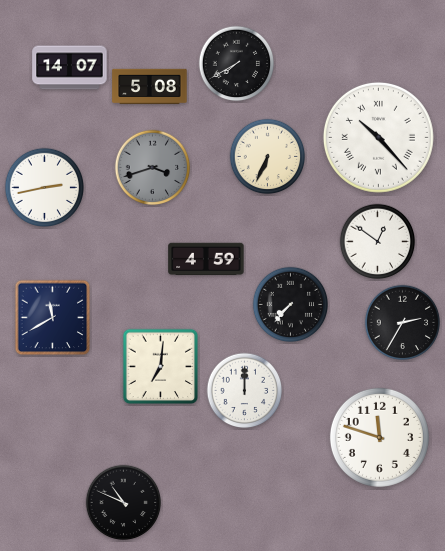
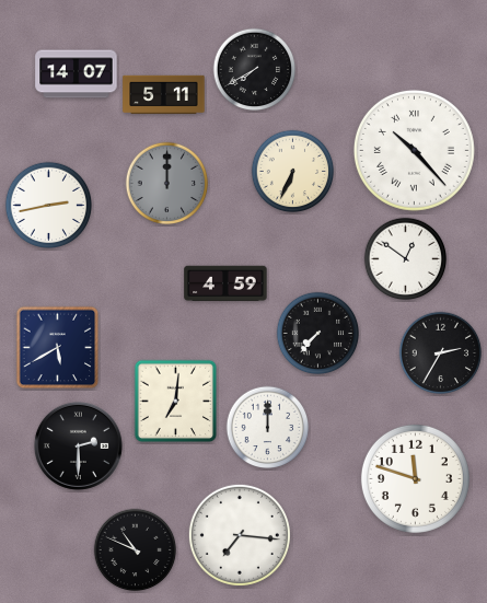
clock at (237, 64) position: (237, 64) -> (255, 70)
clock at (150, 87): 5:08 -> 5:11
clock at (153, 168): 3:42 -> 12:00
clock at (378, 242) position: (378, 242) -> (406, 259)
clock at (53, 318): 11:40 -> 5:40
clock at (78, 445): none -> 2:30
clock at (240, 535): none -> 7:16
